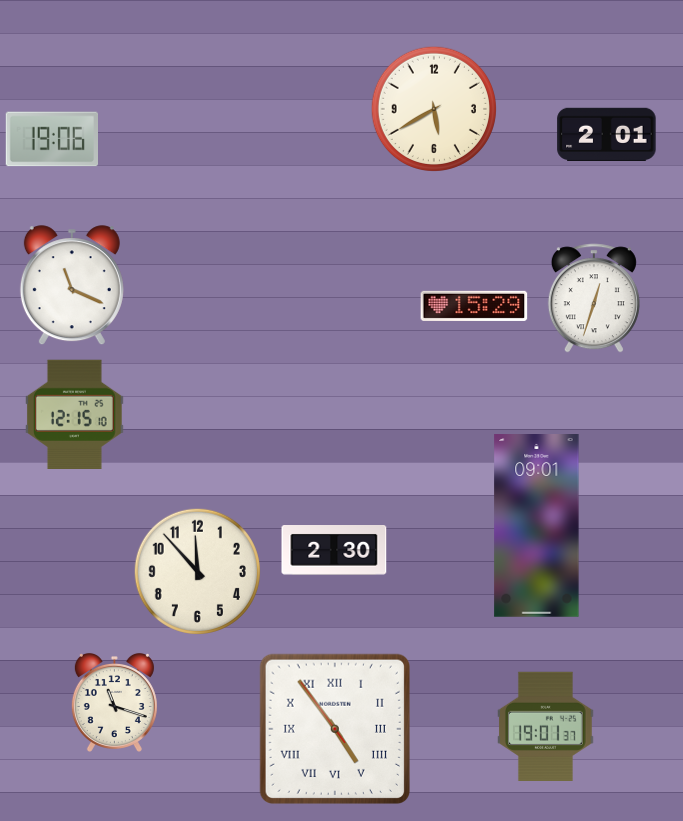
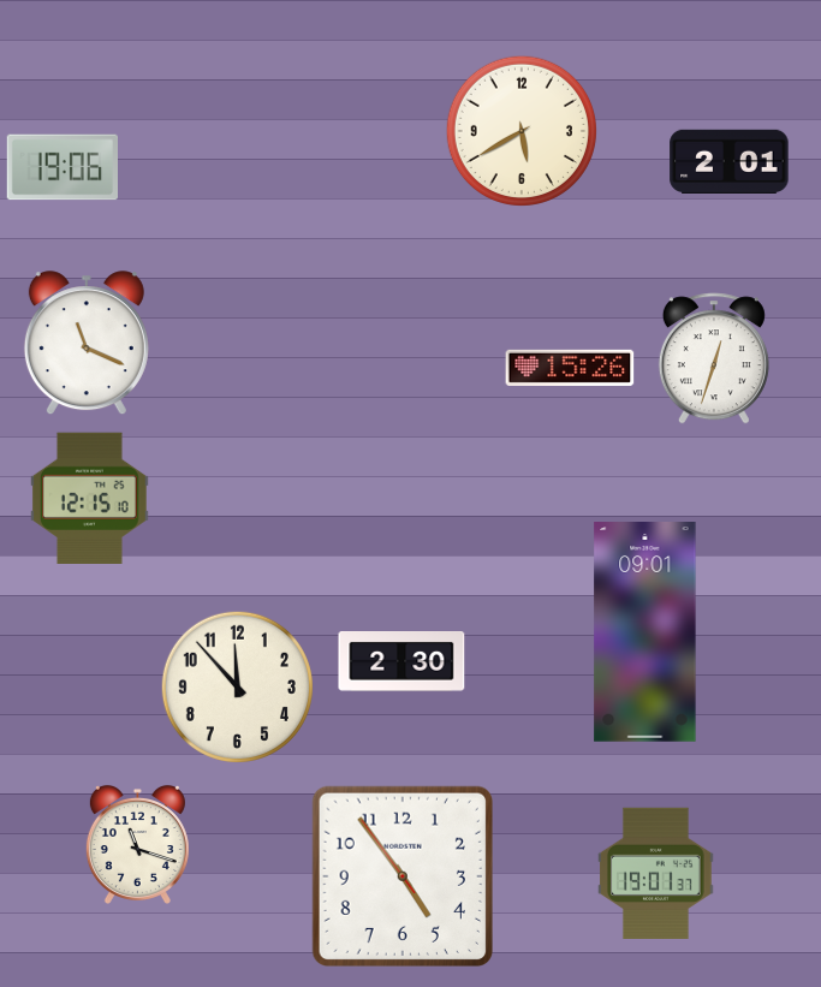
clock at (474, 306): 15:29 -> 15:26
clock at (335, 729) numerals: Roman -> Arabic
